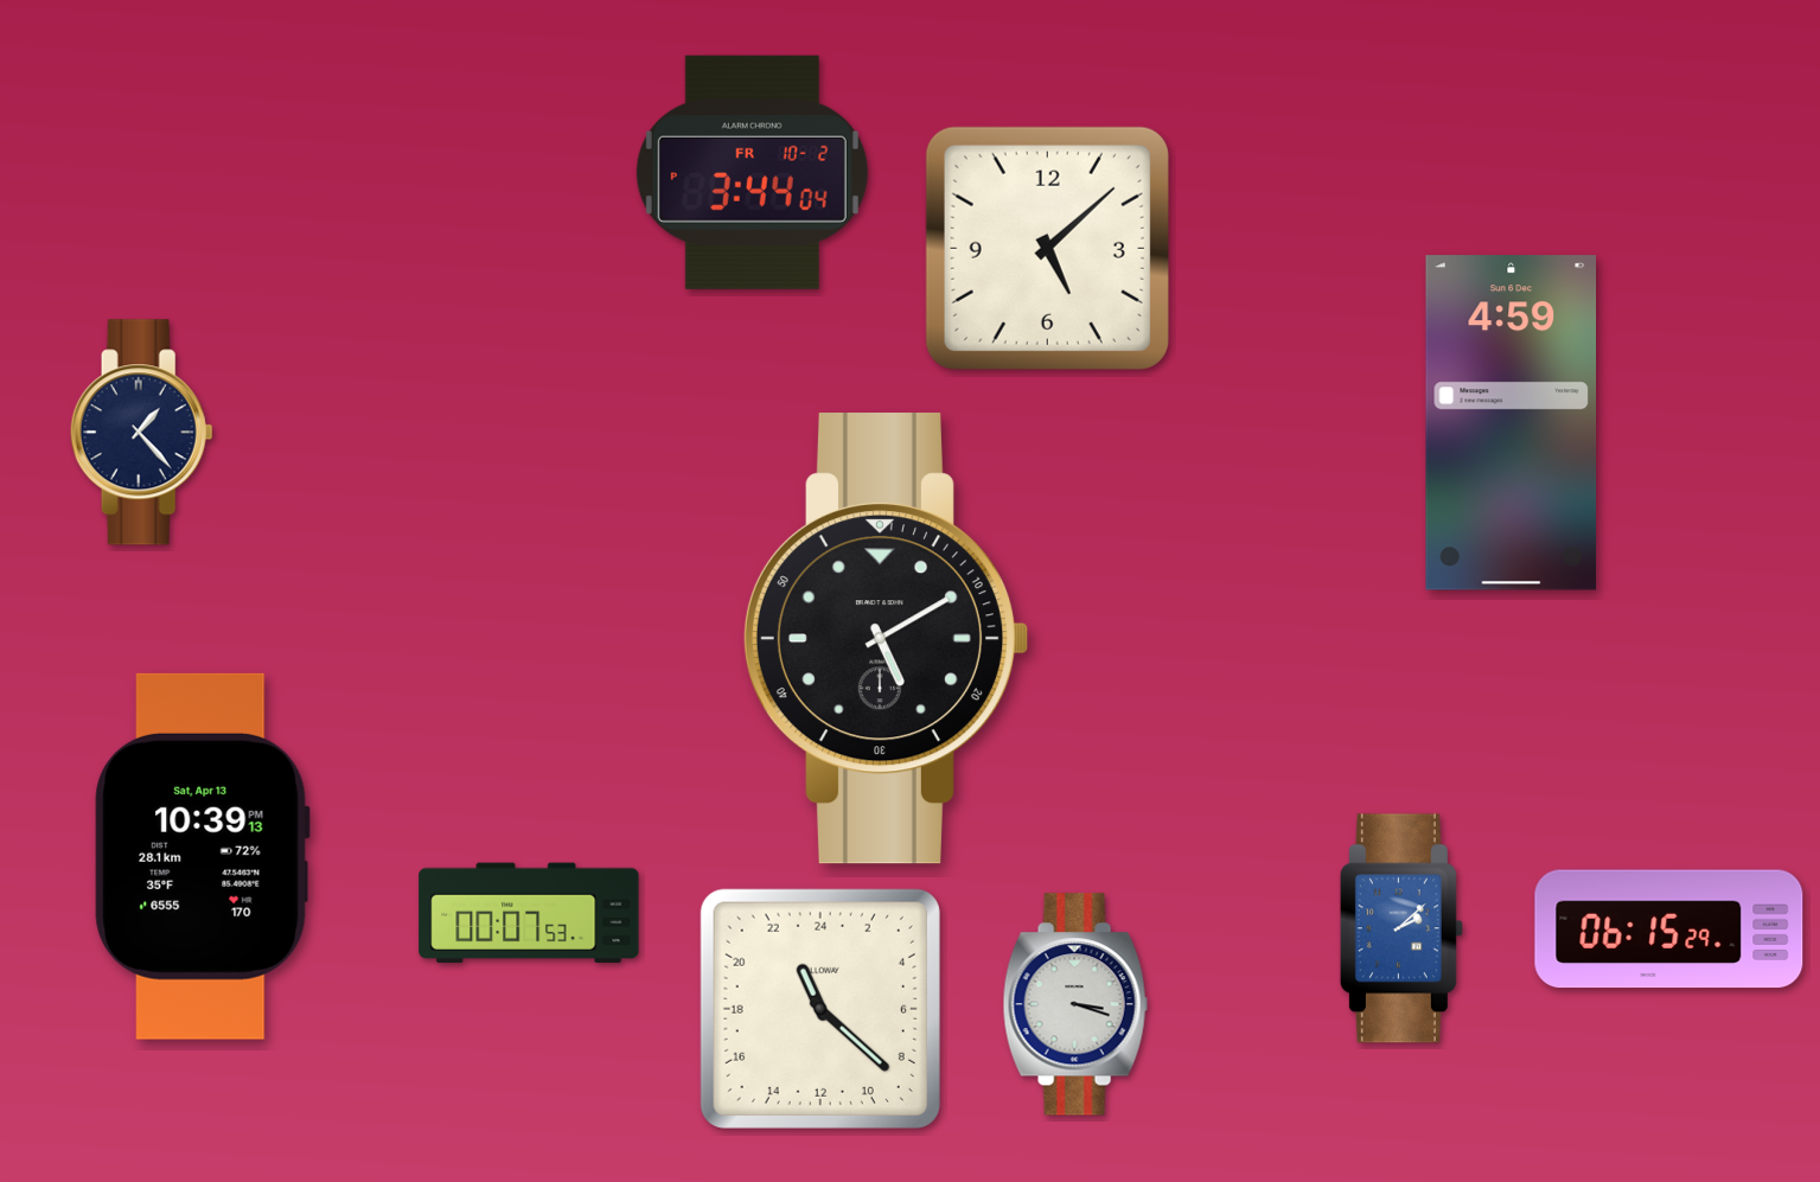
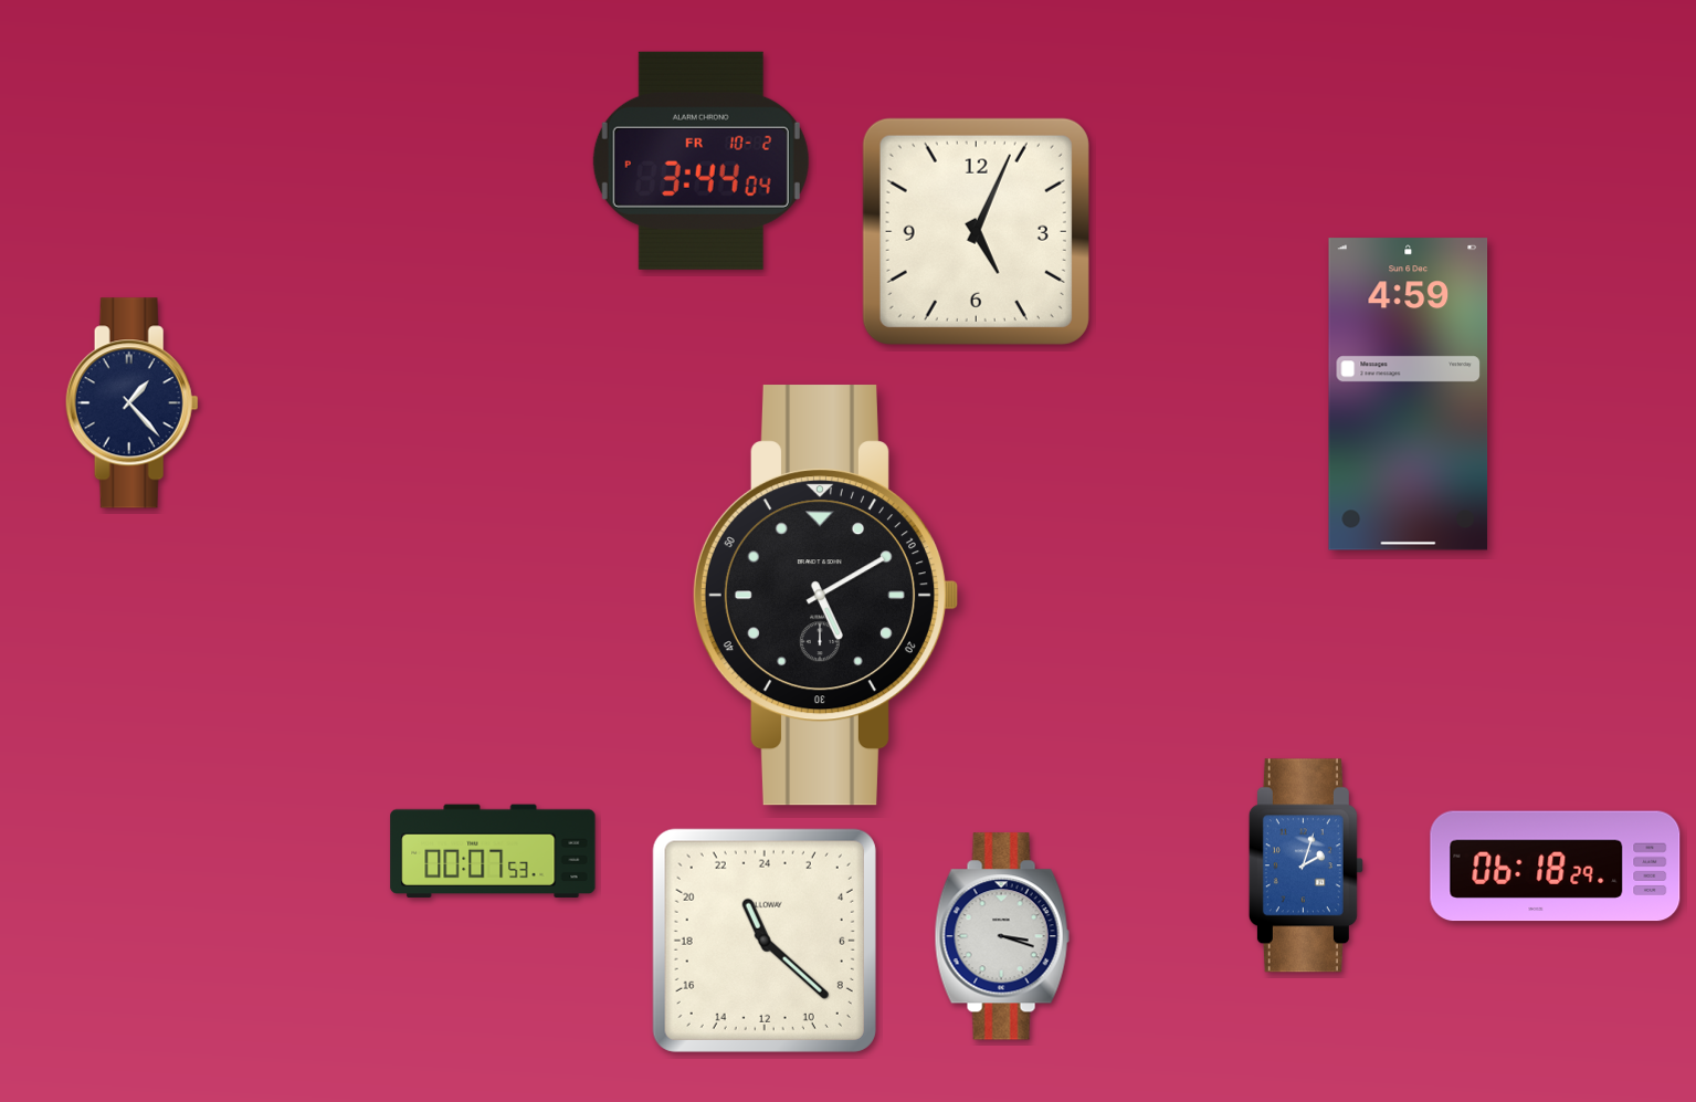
clock at (1047, 248): 5:08 -> 5:04
clock at (202, 856): 10:39 -> none
clock at (1401, 928): 2:08 -> 2:03
clock at (1669, 929): 06:15 -> 06:18
